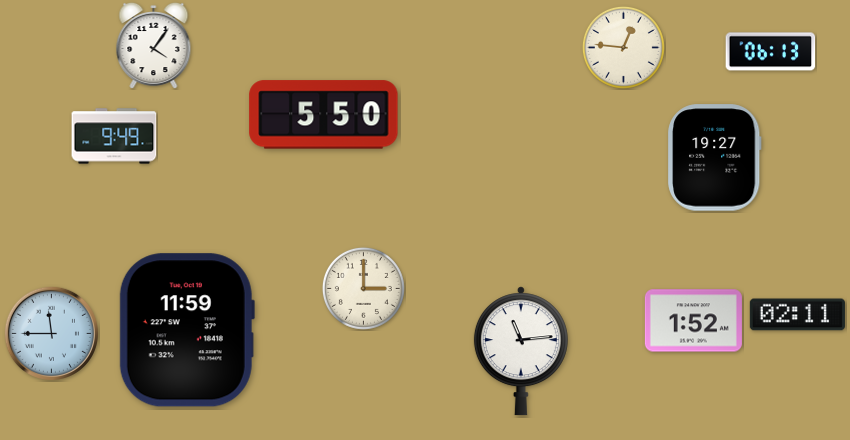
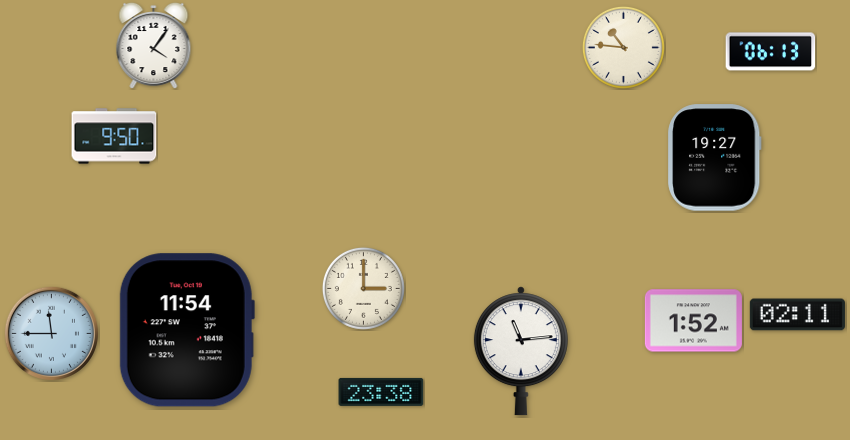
clock at (623, 47): 12:46 -> 10:46
clock at (324, 115): 5:50 -> none
clock at (114, 136): 9:49 -> 9:50
clock at (187, 330): 11:59 -> 11:54
clock at (381, 392): none -> 23:38
